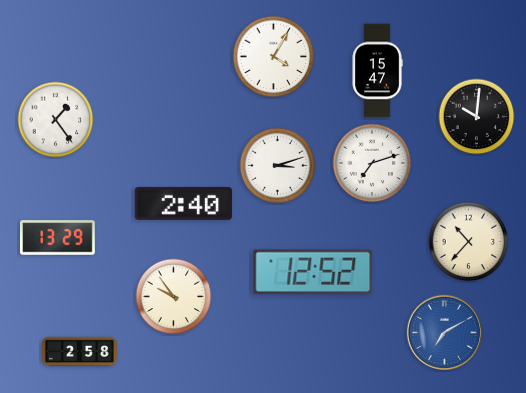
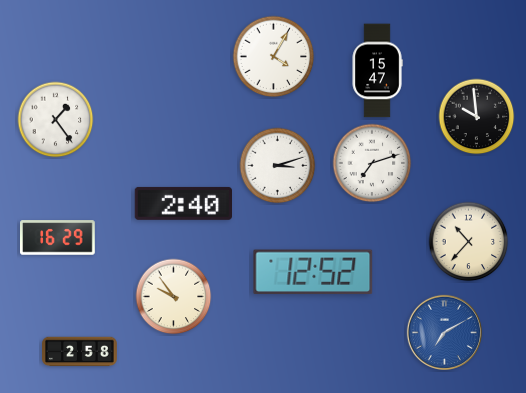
clock at (477, 117): 10:01 -> 9:59
clock at (58, 238): 13:29 -> 16:29
